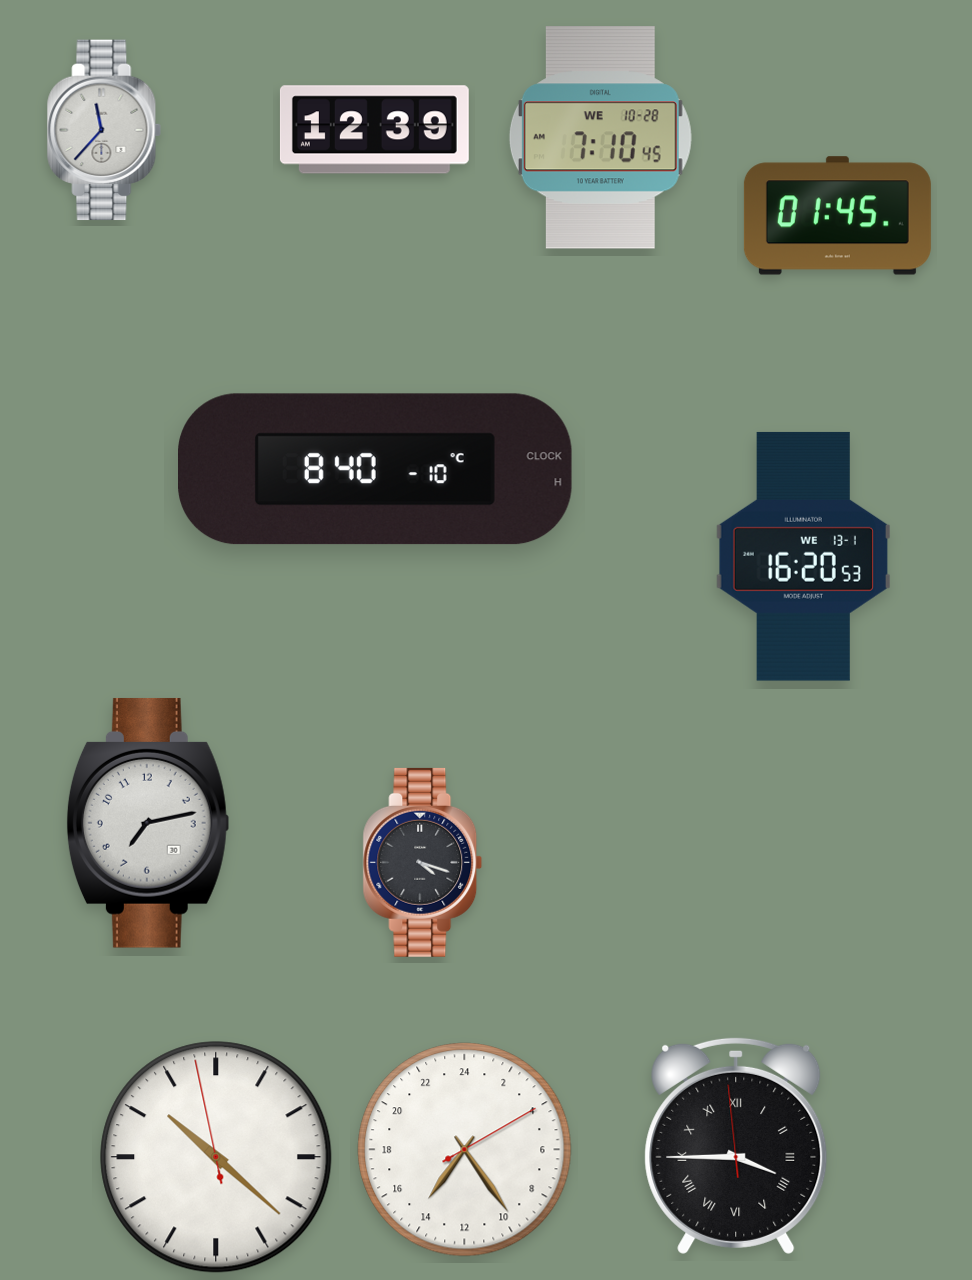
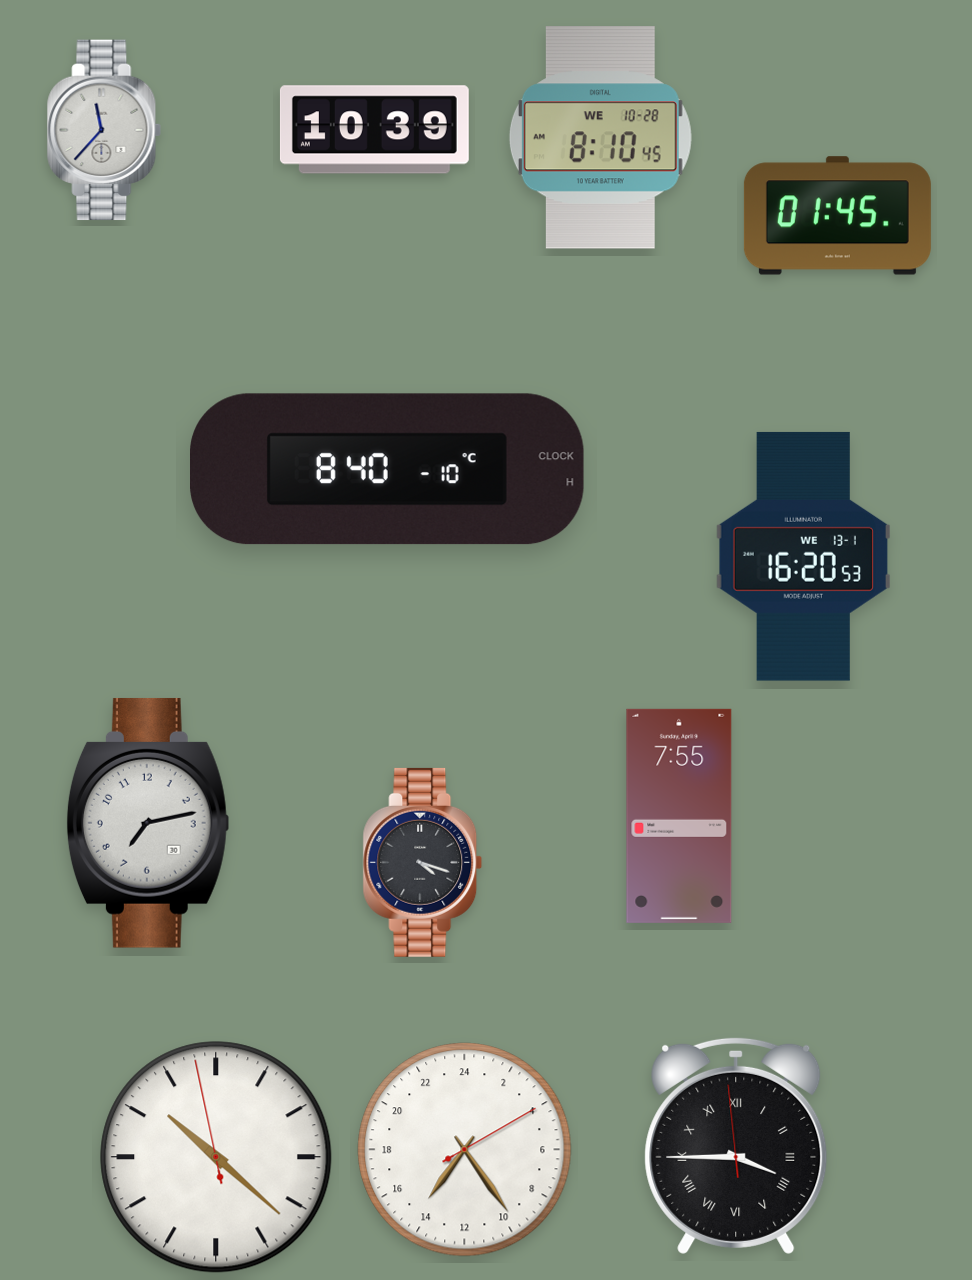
clock at (374, 130): 12:39 -> 10:39
clock at (600, 138): 7:10 -> 8:10
clock at (376, 469) position: (376, 469) -> (388, 469)
clock at (679, 816): none -> 7:55
